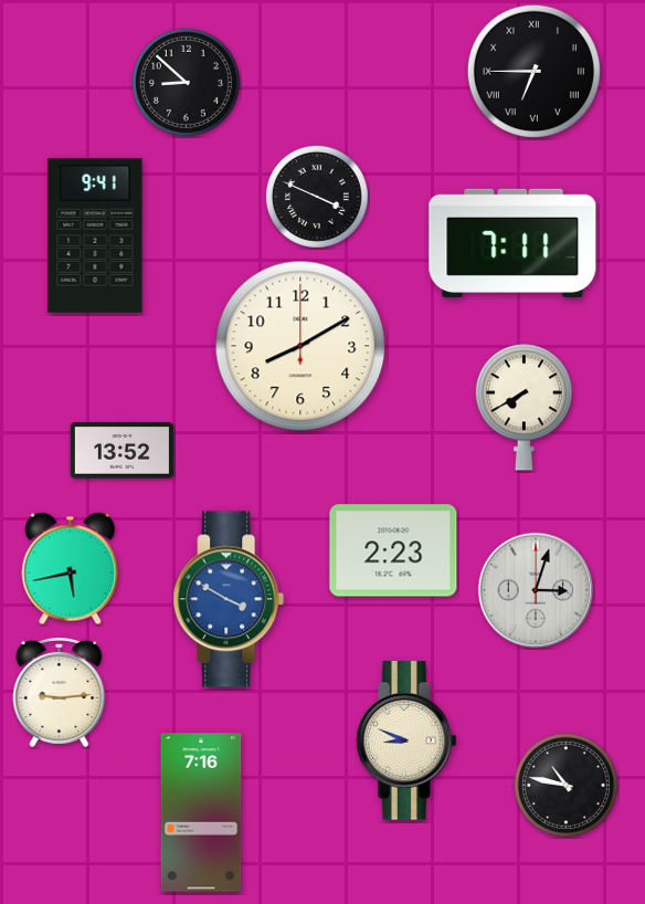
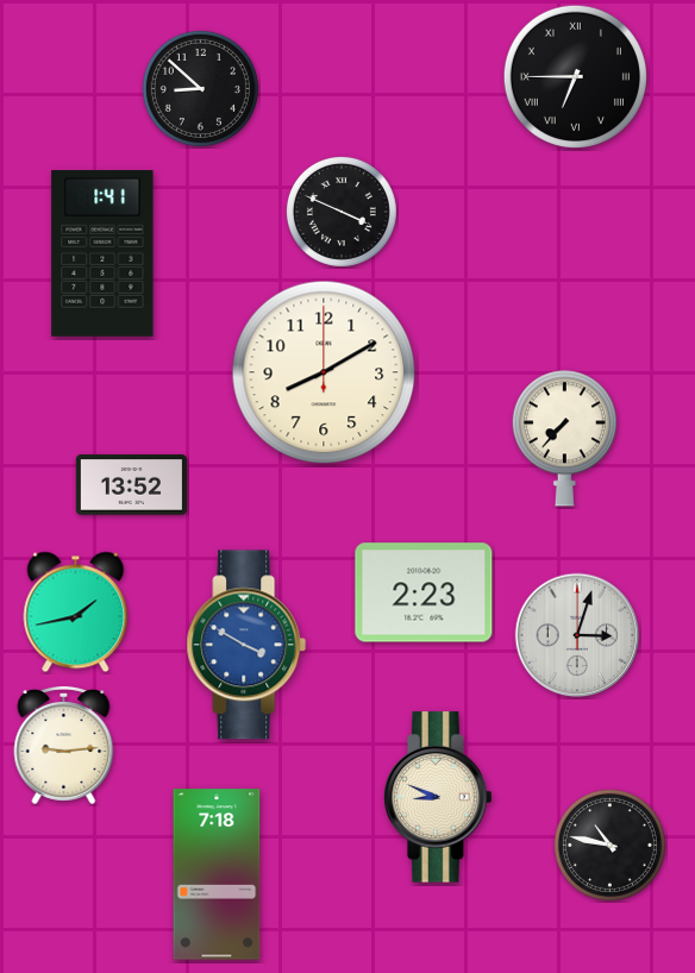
clock at (95, 236): 9:41 -> 1:41
clock at (512, 243): 7:11 -> none
clock at (524, 408): 7:40 -> 7:37
clock at (71, 569): 5:43 -> 1:43
clock at (201, 812): 7:16 -> 7:18
